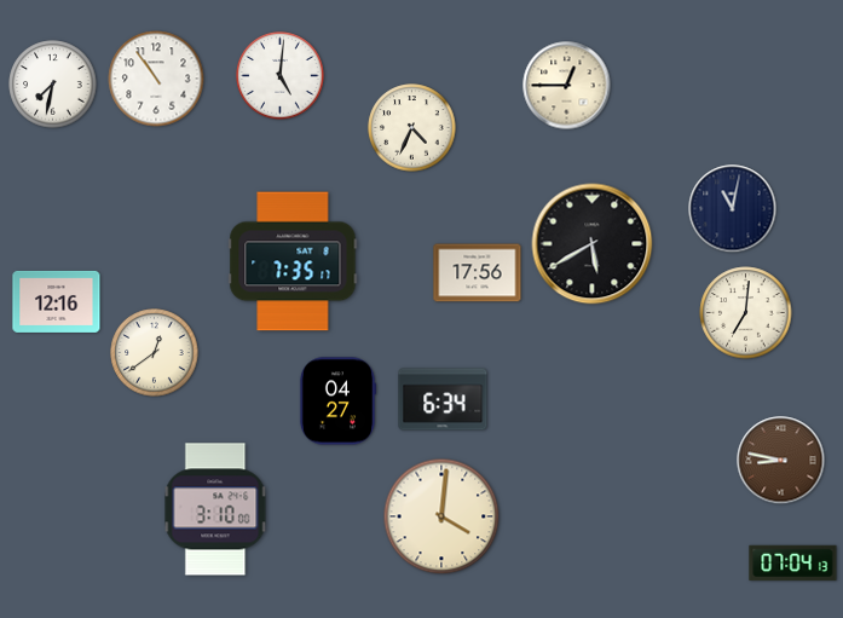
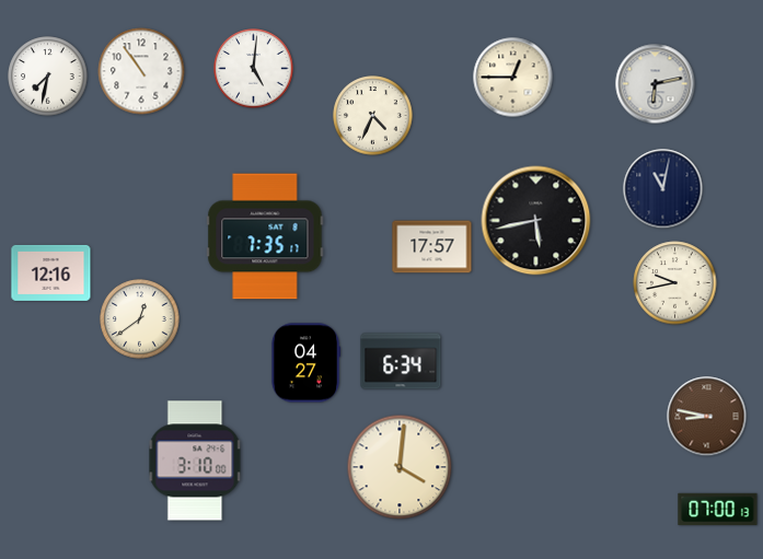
clock at (656, 84): none -> 6:13
clock at (593, 244): 5:40 -> 5:43
clock at (478, 273): 17:56 -> 17:57
clock at (746, 313): 7:01 -> 9:43
clock at (793, 564): 07:04 -> 07:00
